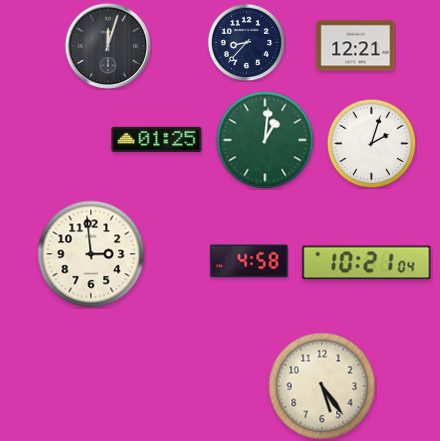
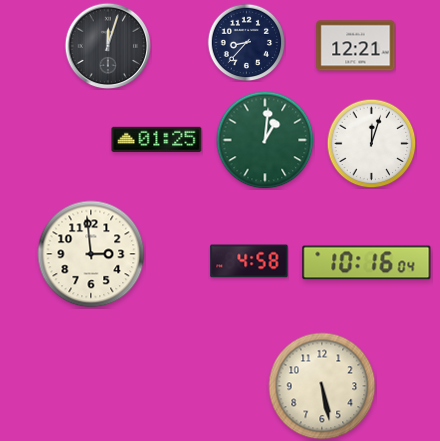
clock at (371, 143): 2:03 -> 12:03
clock at (367, 263): 10:21 -> 10:16
clock at (322, 386): 5:24 -> 5:28
